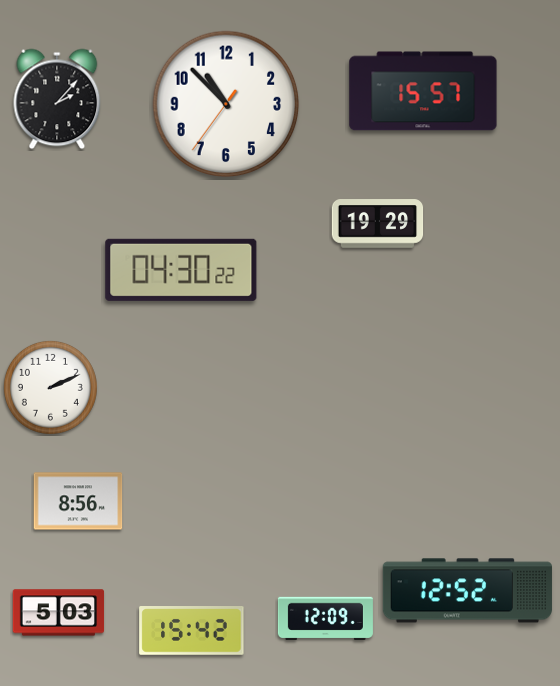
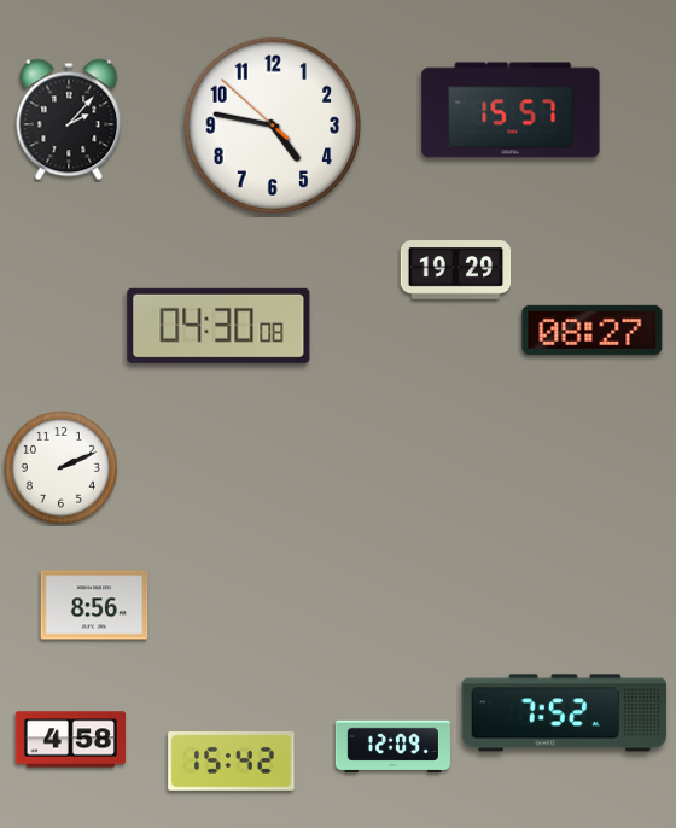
clock at (226, 104): 10:52 -> 4:46
clock at (181, 270): 04:30:22 -> 04:30:08
clock at (593, 330): none -> 08:27
clock at (467, 591): 12:52 -> 7:52
clock at (59, 613): 5:03 -> 4:58
